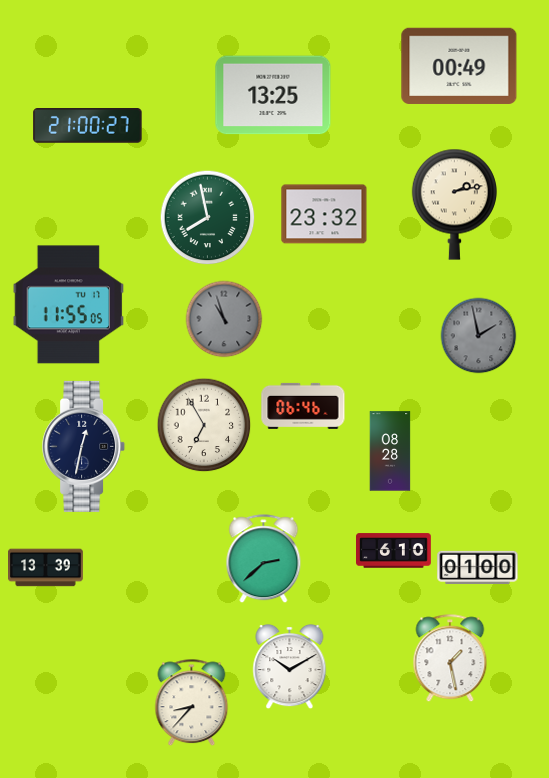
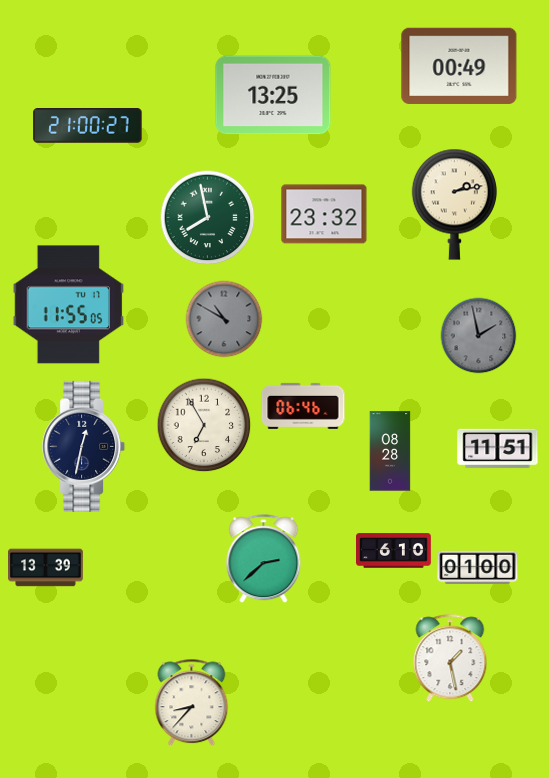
clock at (224, 319): 10:57 -> 10:50
clock at (498, 449): none -> 11:51
clock at (290, 667): 10:10 -> none
